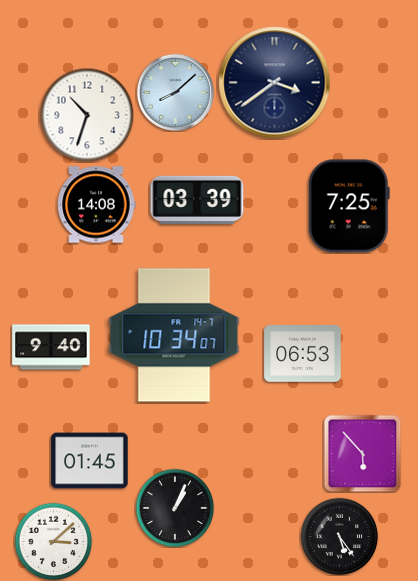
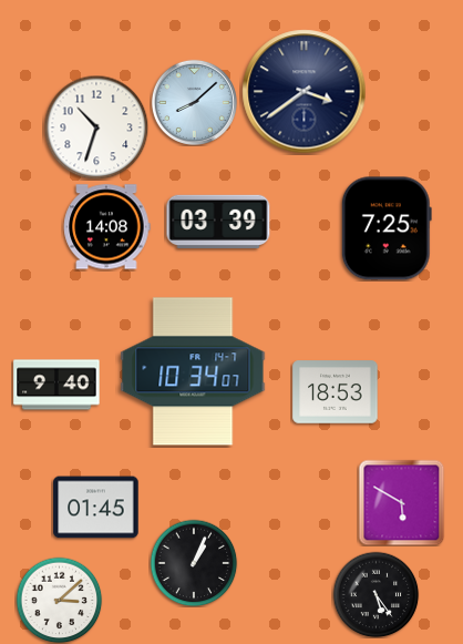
clock at (303, 354): 06:53 -> 18:53
clock at (362, 453): 5:53 -> 5:50
clock at (90, 461) position: (90, 461) -> (96, 508)
